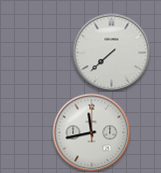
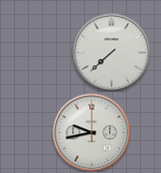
clock at (91, 132): 11:43 -> 9:43
